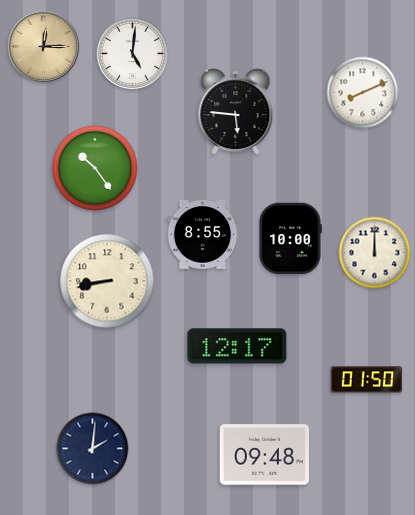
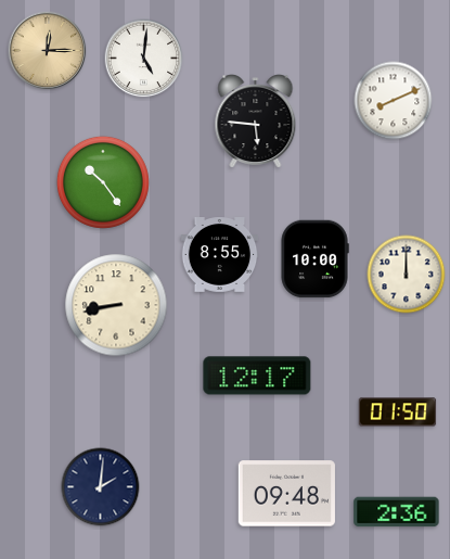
clock at (397, 512): none -> 2:36
